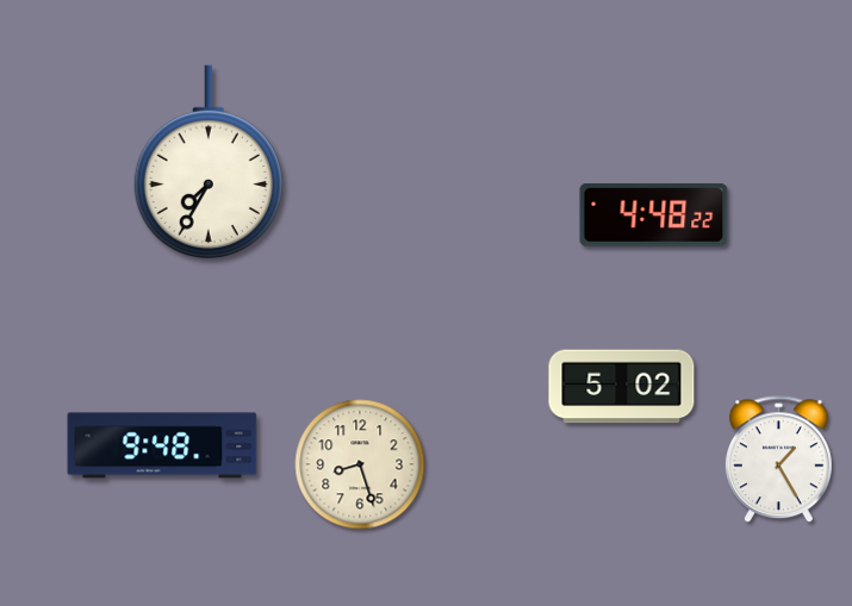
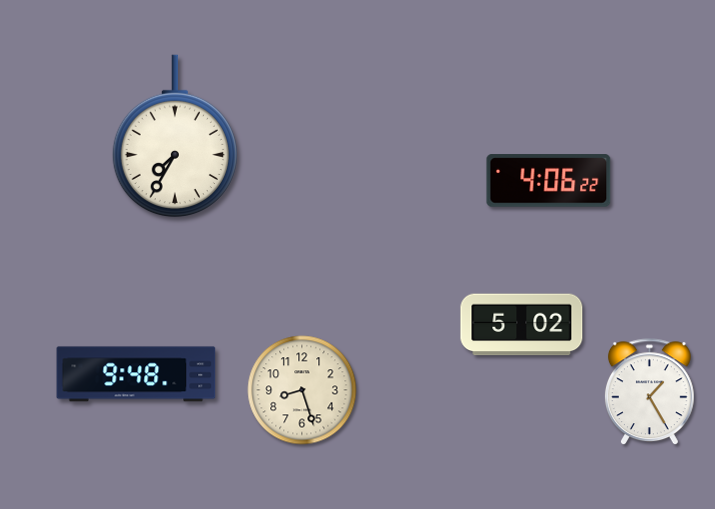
clock at (654, 215): 4:48 -> 4:06
clock at (778, 460) position: (778, 460) -> (649, 392)
